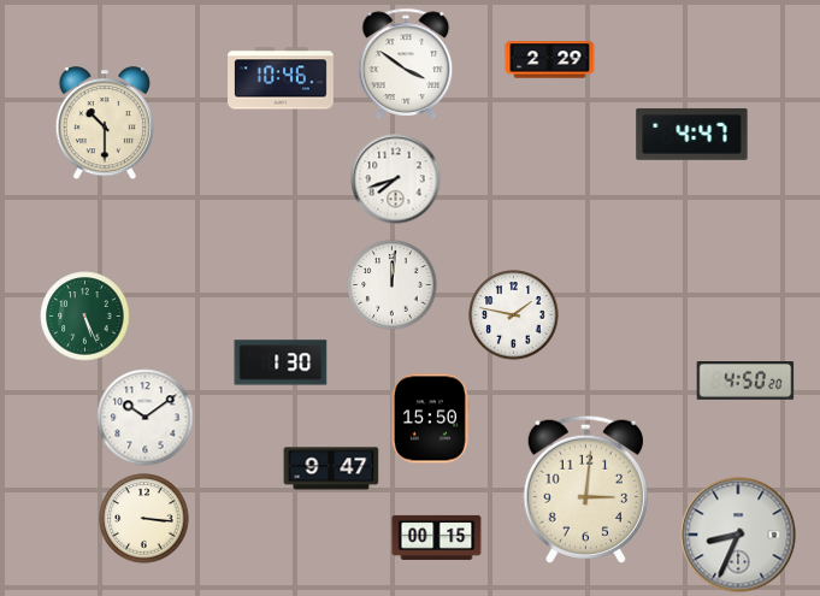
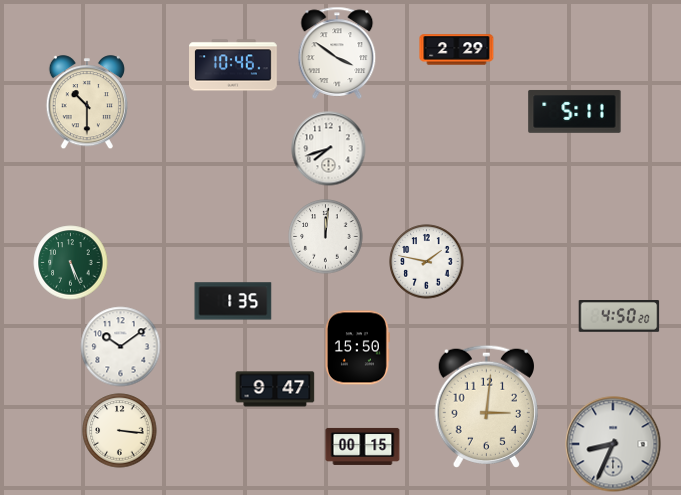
clock at (692, 134): 4:47 -> 5:11
clock at (281, 362): 1:30 -> 1:35
